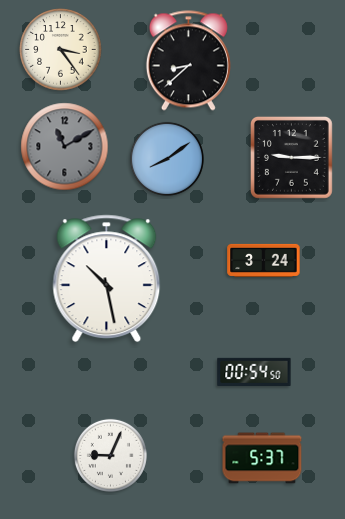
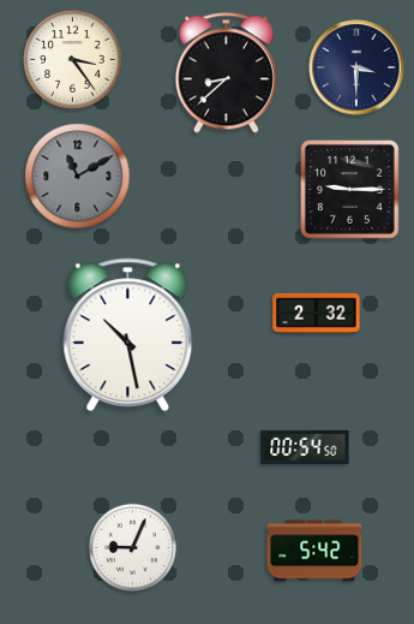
clock at (356, 67): none -> 3:30
clock at (167, 159): 8:09 -> none
clock at (264, 260): 3:24 -> 2:32
clock at (262, 458): 5:37 -> 5:42
